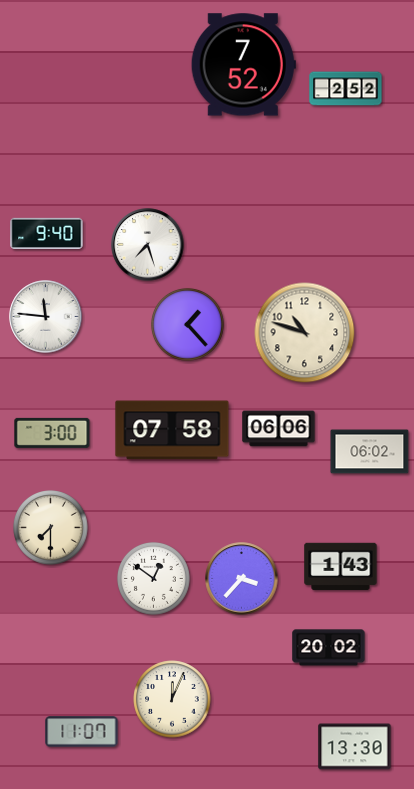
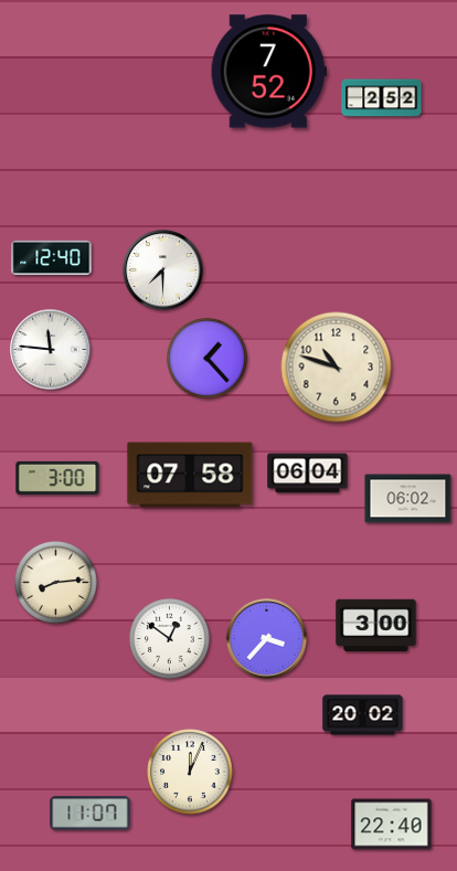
clock at (47, 233): 9:40 -> 12:40
clock at (148, 245): 7:27 -> 7:30
clock at (279, 429): 06:06 -> 06:04
clock at (51, 528): 7:30 -> 8:14
clock at (341, 567): 1:43 -> 3:00
clock at (82, 732) position: (82, 732) -> (91, 814)
clock at (355, 747): 13:30 -> 22:40
